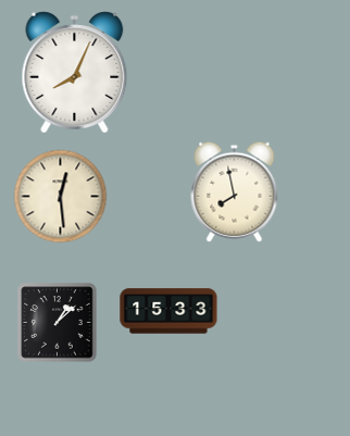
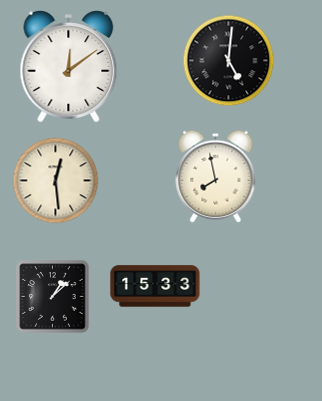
clock at (229, 61): none -> 5:01
clock at (75, 73): 8:04 -> 12:09
